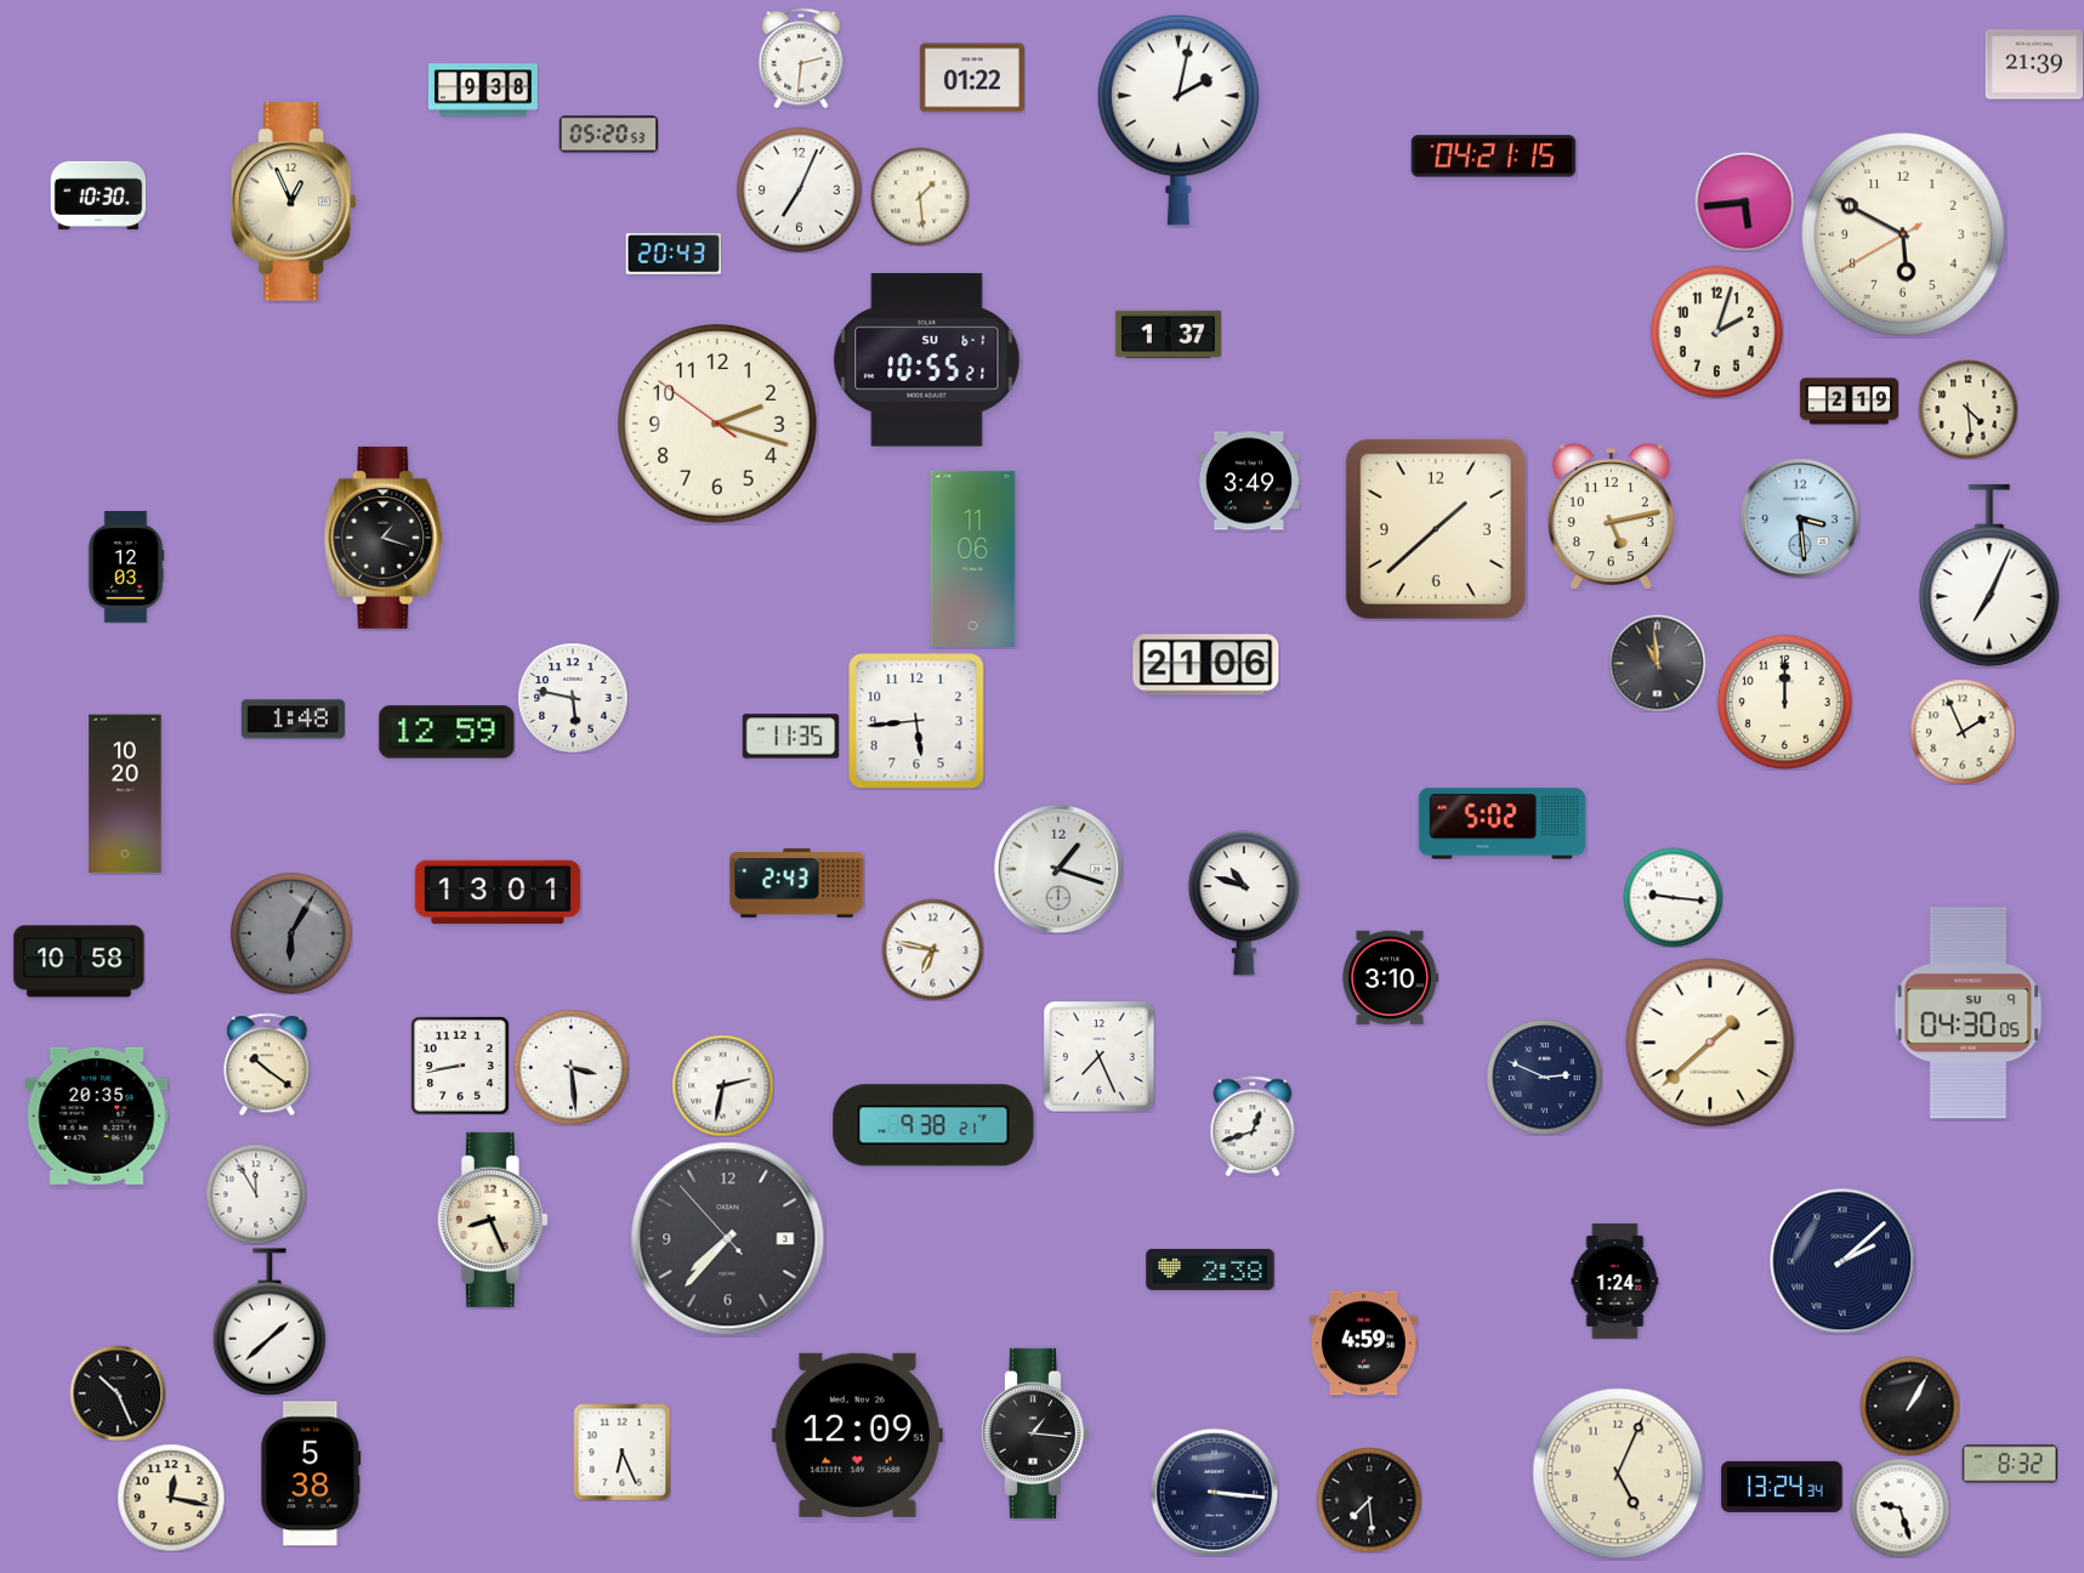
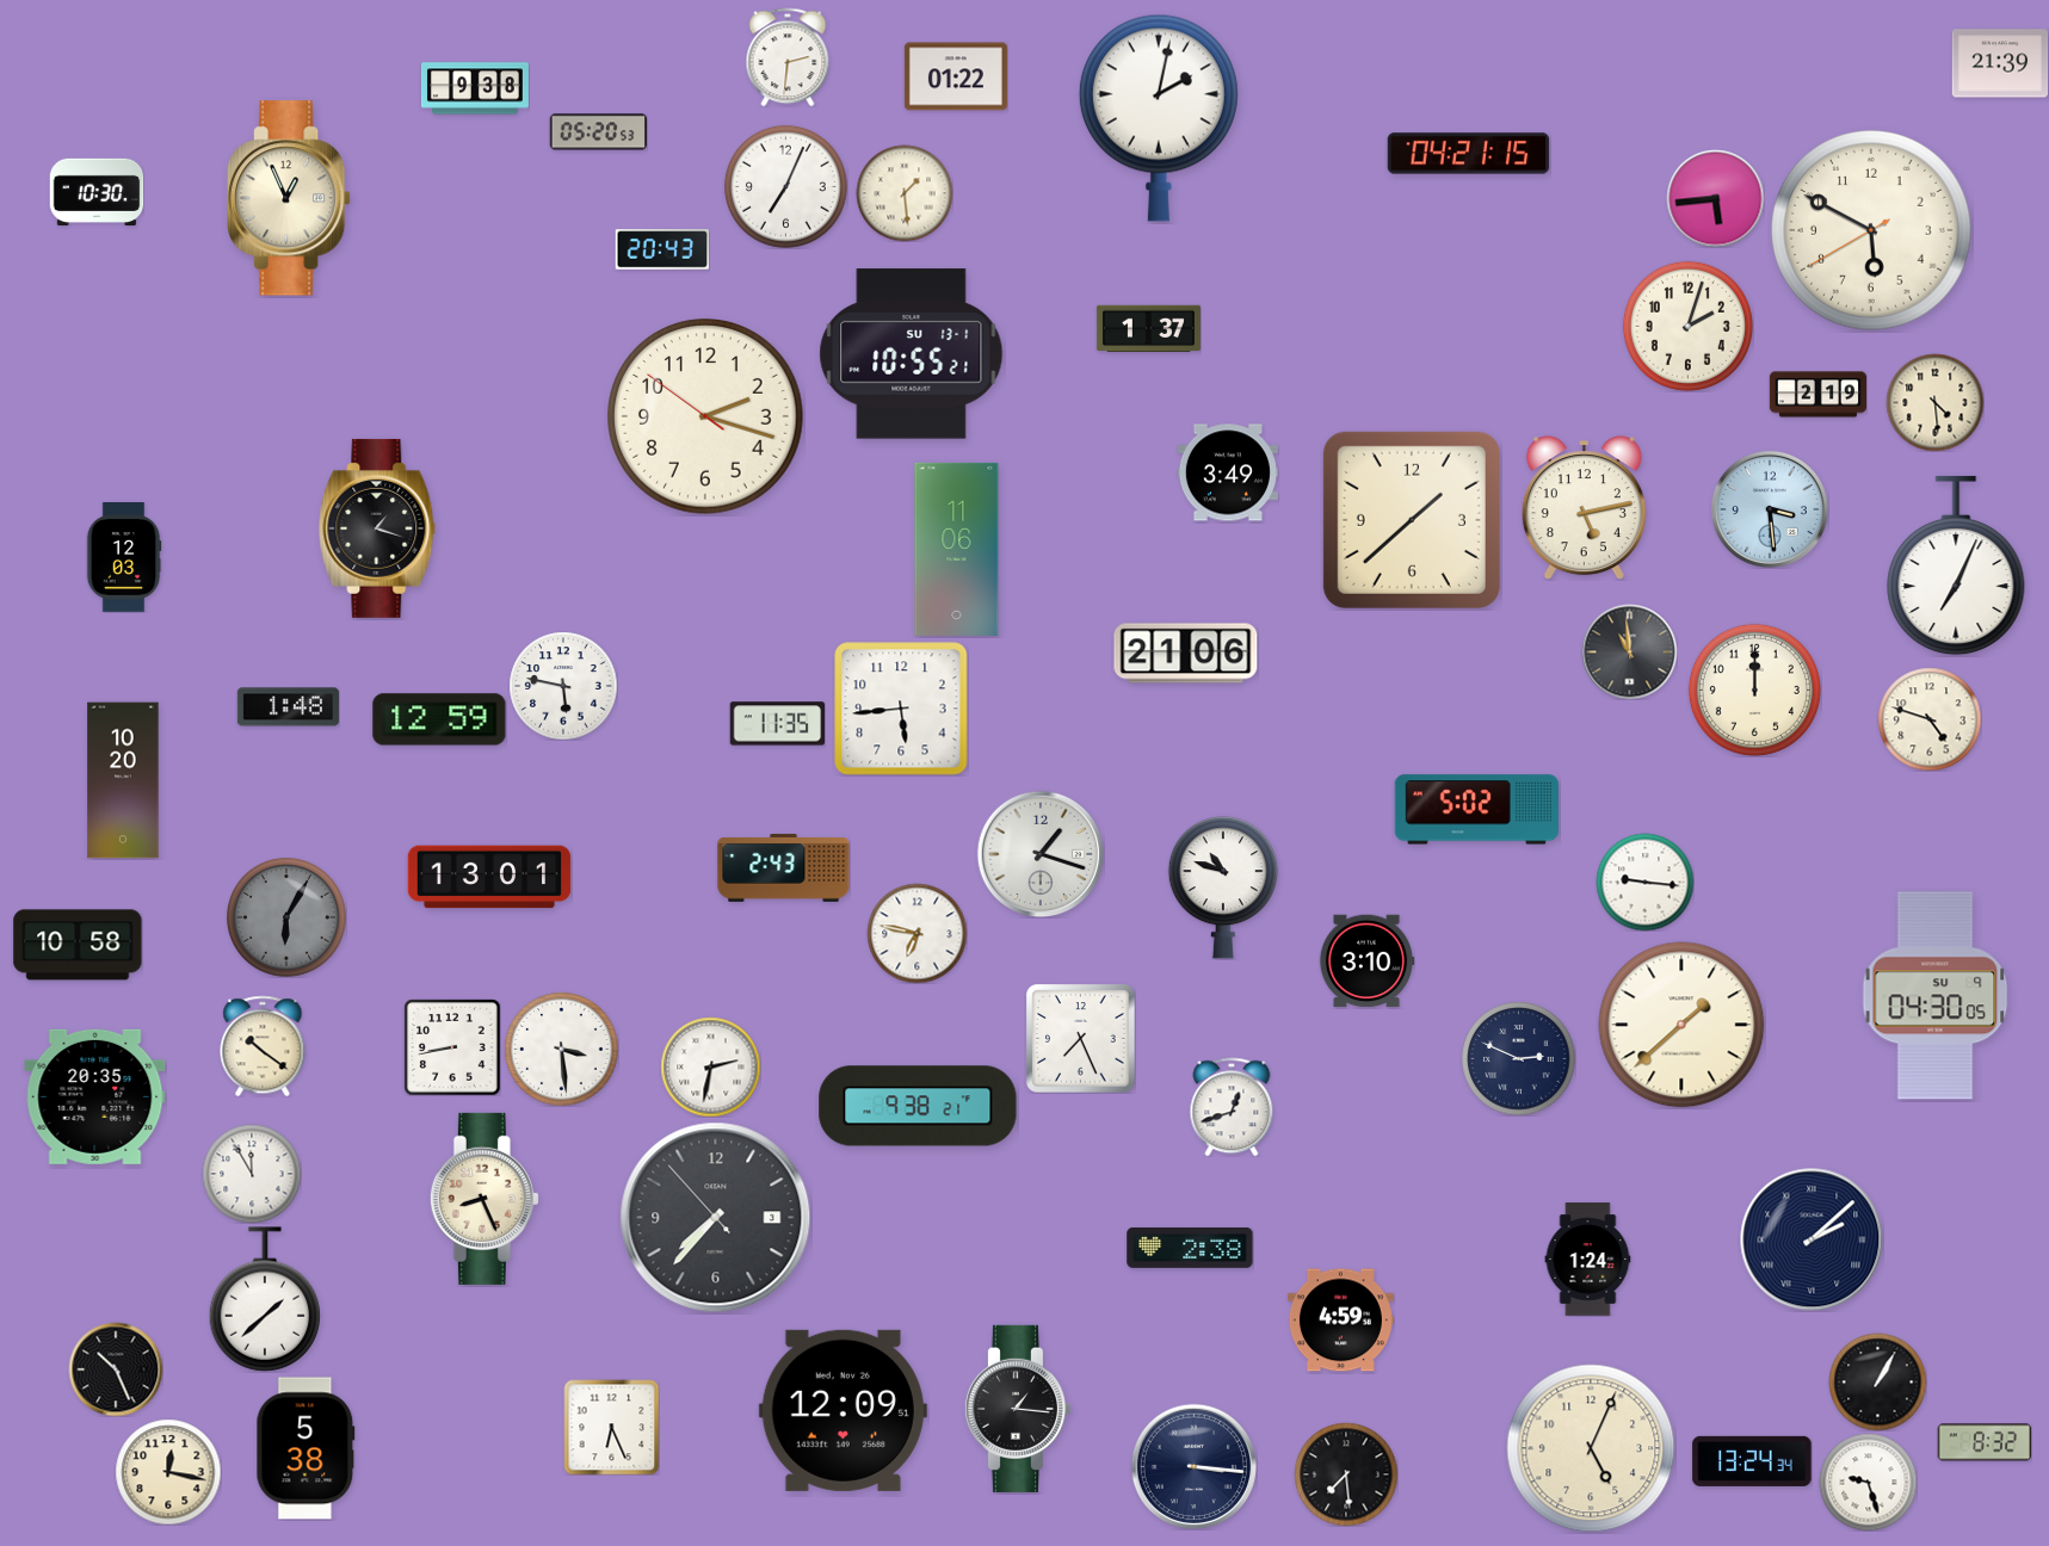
clock at (927, 360) date: SU 6-1 -> SU 13-1
clock at (1963, 732): 1:56 -> 4:48
clock at (2010, 1464) position: (2010, 1464) -> (1985, 1442)
